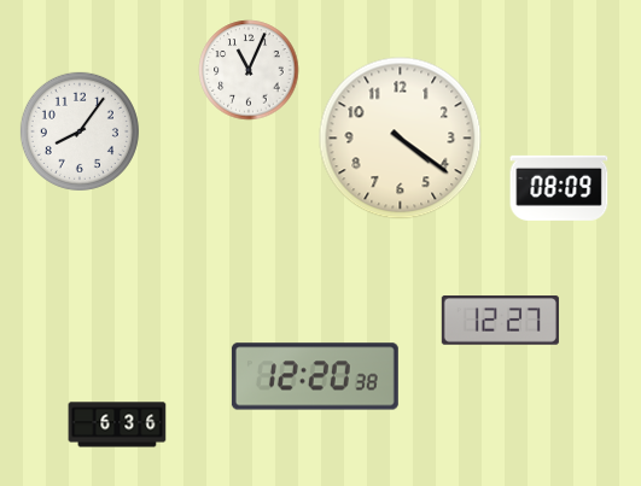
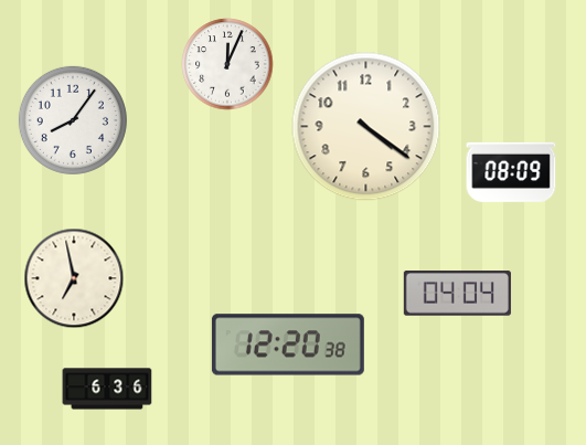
clock at (249, 70): 11:04 -> 12:04
clock at (74, 278): none -> 6:58
clock at (500, 321): 12:27 -> 04:04
